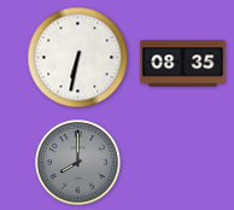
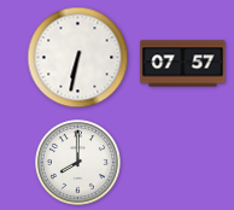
clock at (183, 64): 08:35 -> 07:57
clock at (78, 163) dial: grey -> white
